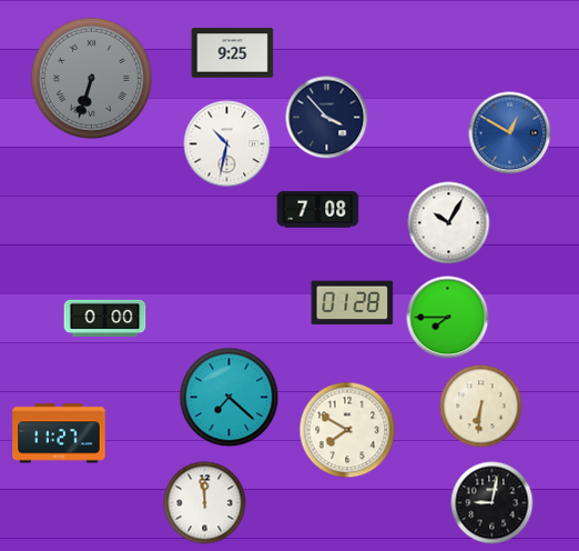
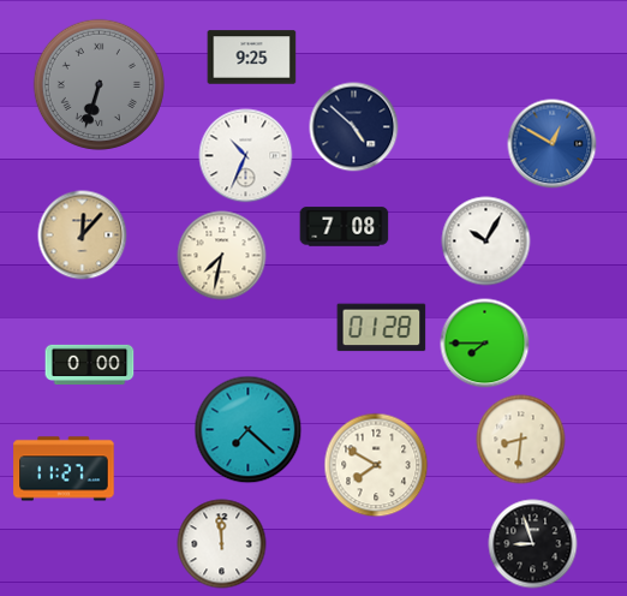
clock at (327, 118): 3:53 -> 4:52
clock at (227, 144): 10:32 -> 10:34
clock at (83, 236): none -> 12:07
clock at (222, 256): none -> 7:32
clock at (105, 318) position: (105, 318) -> (90, 364)
clock at (481, 407): 6:31 -> 8:31
clock at (492, 503): 9:02 -> 8:57
